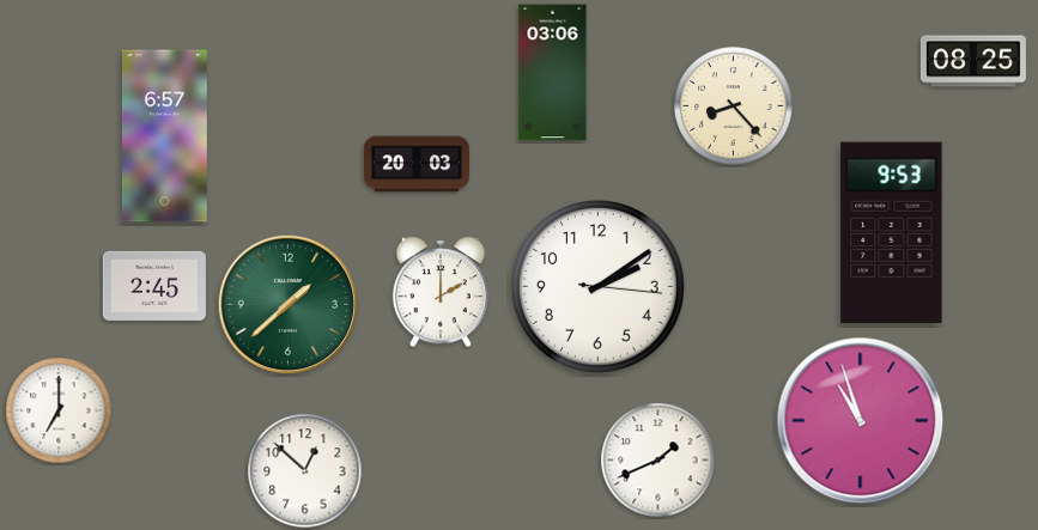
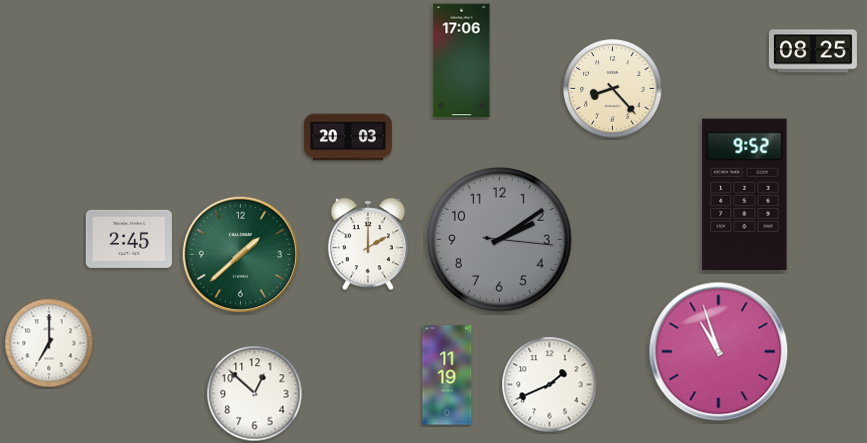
clock at (553, 73): 03:06 -> 17:06
clock at (164, 136): 6:57 -> none
clock at (892, 233): 9:53 -> 9:52
clock at (597, 286) dial: white -> grey
clock at (447, 375): none -> 11:19
